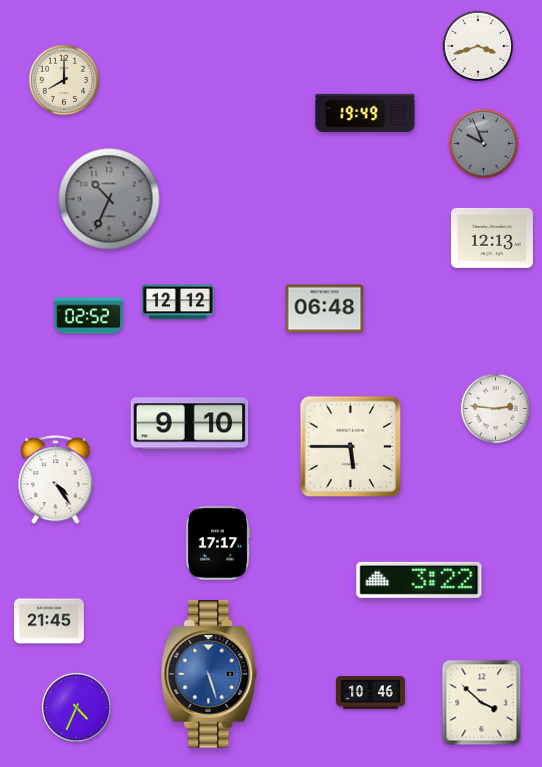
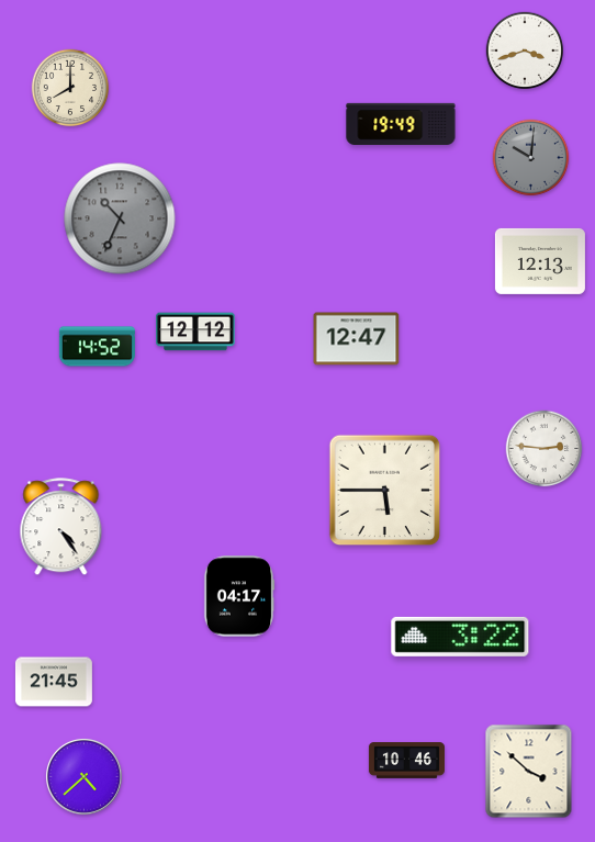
clock at (484, 144): 9:56 -> 10:01
clock at (325, 309): 06:48 -> 12:47
clock at (88, 316): 02:52 -> 14:52
clock at (190, 424): 9:10 -> none
clock at (218, 543): 17:17 -> 04:17
clock at (209, 674): 5:27 -> none
clock at (77, 708): 4:34 -> 4:38
